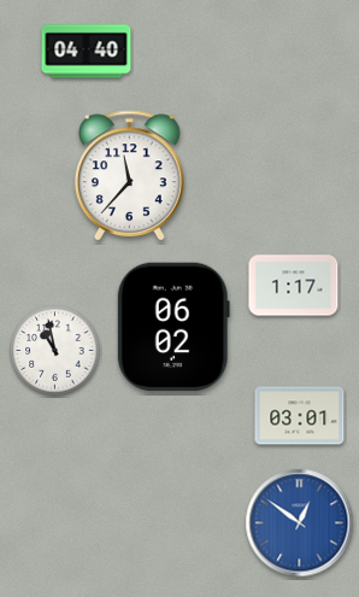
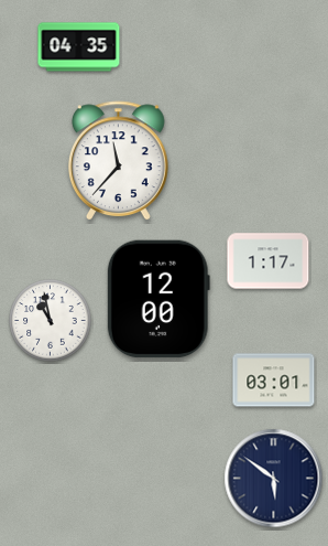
clock at (87, 52): 04:40 -> 04:35
clock at (173, 327): 06:02 -> 12:00
clock at (300, 523): 12:51 -> 5:51
clock at (300, 523) dial: blue -> navy
